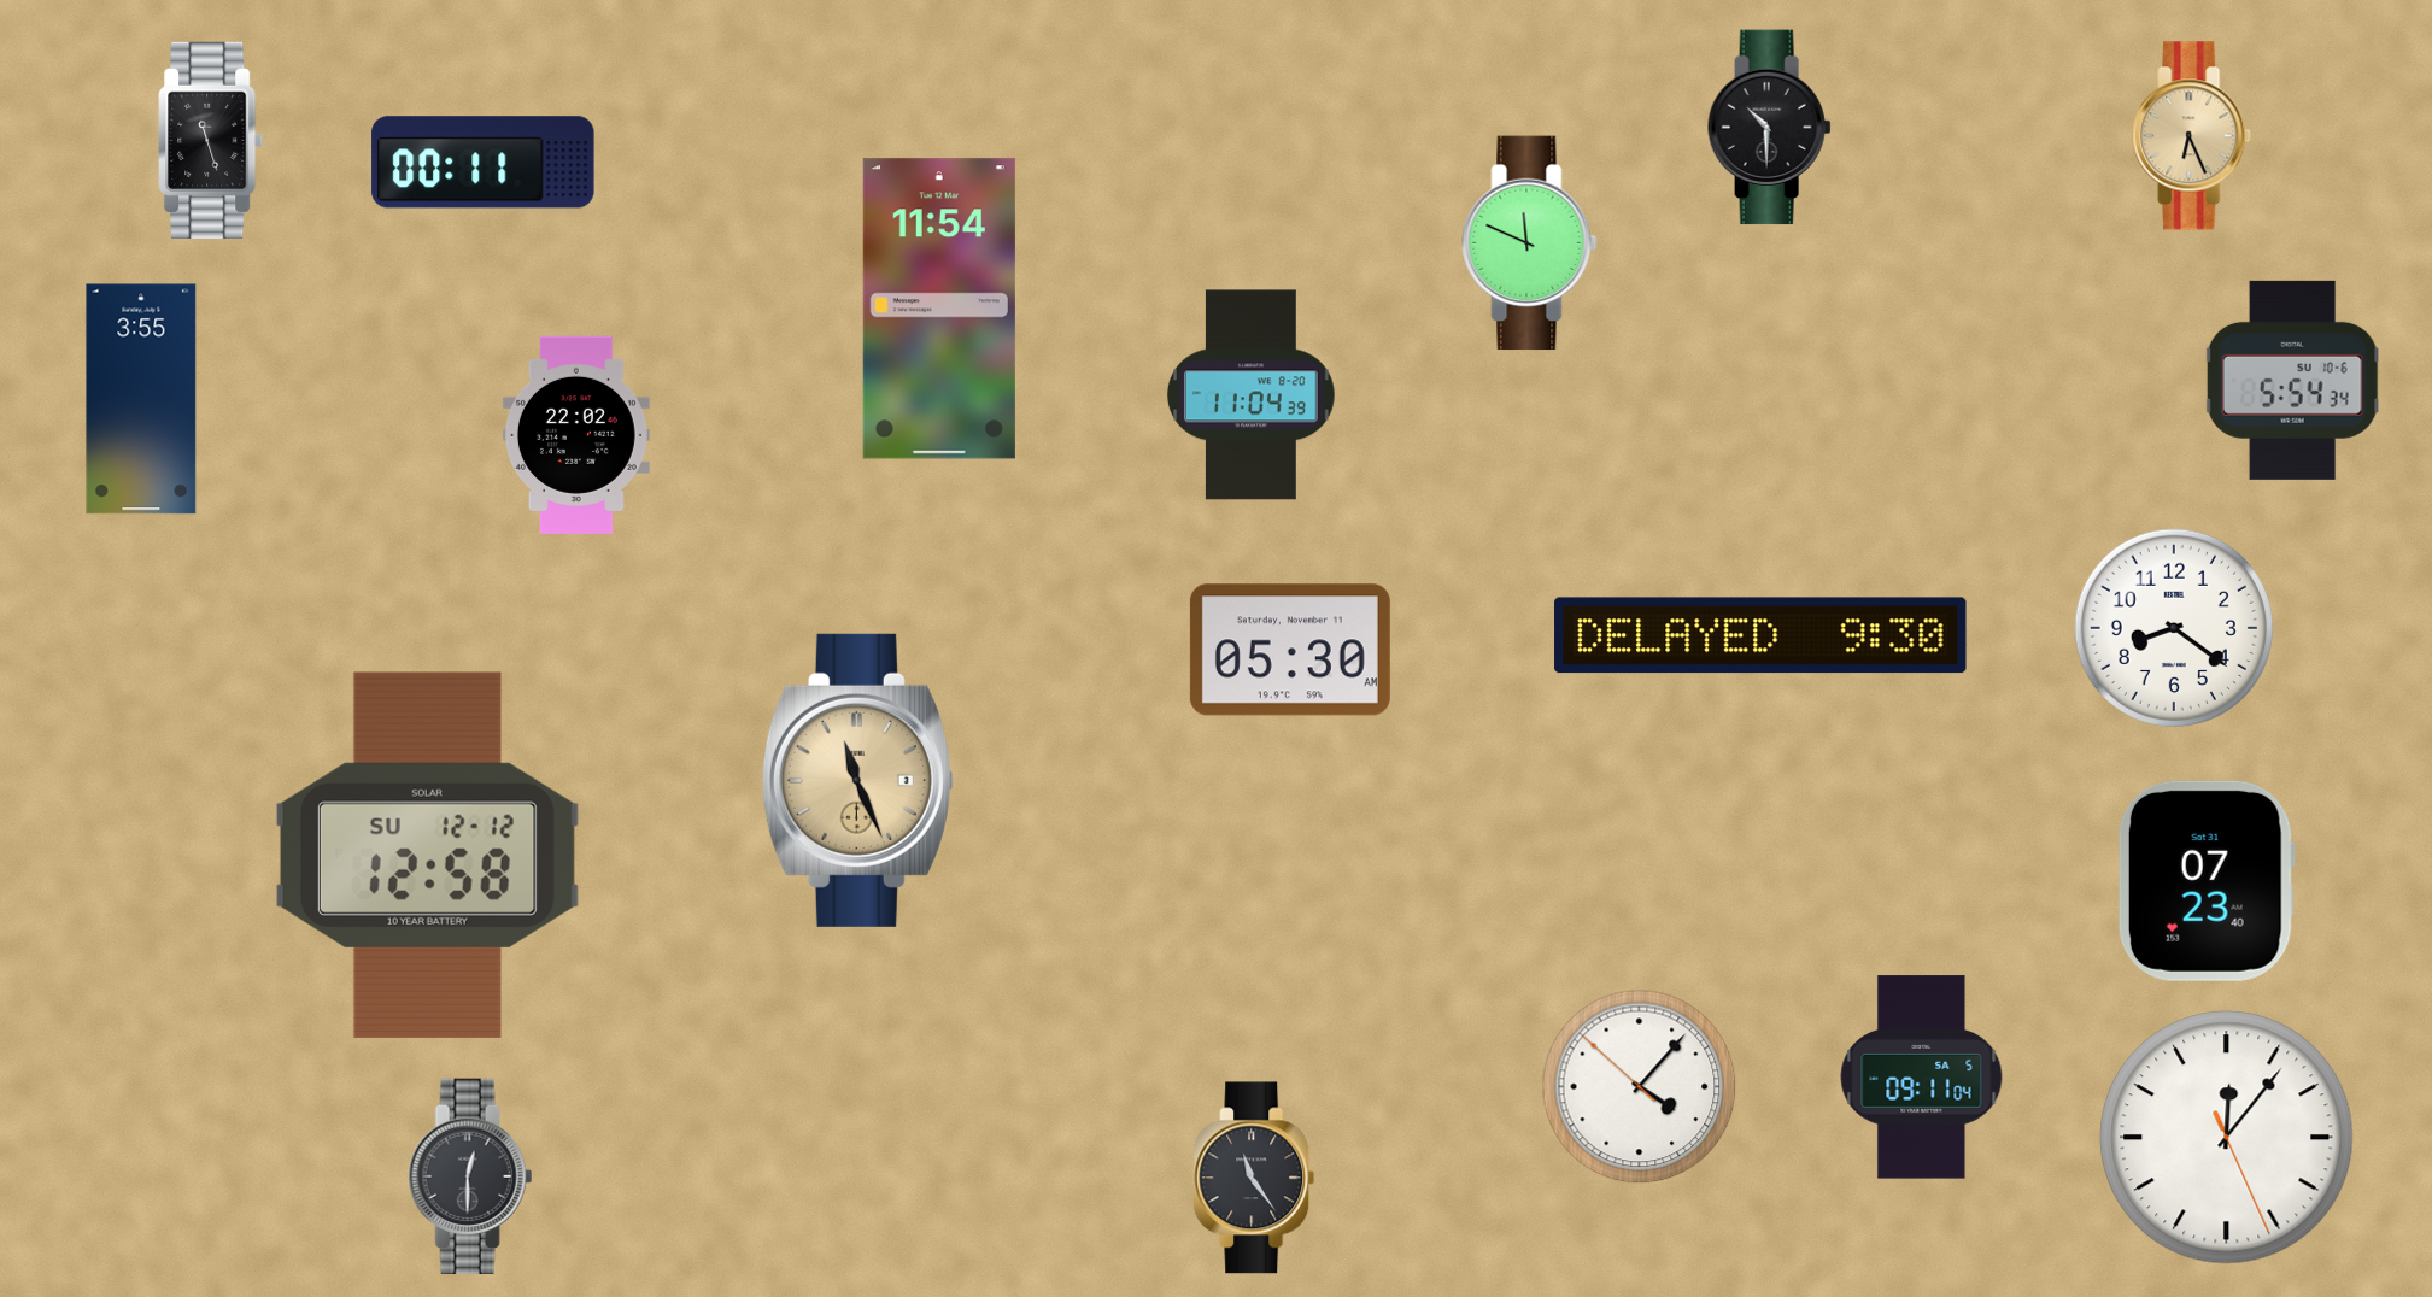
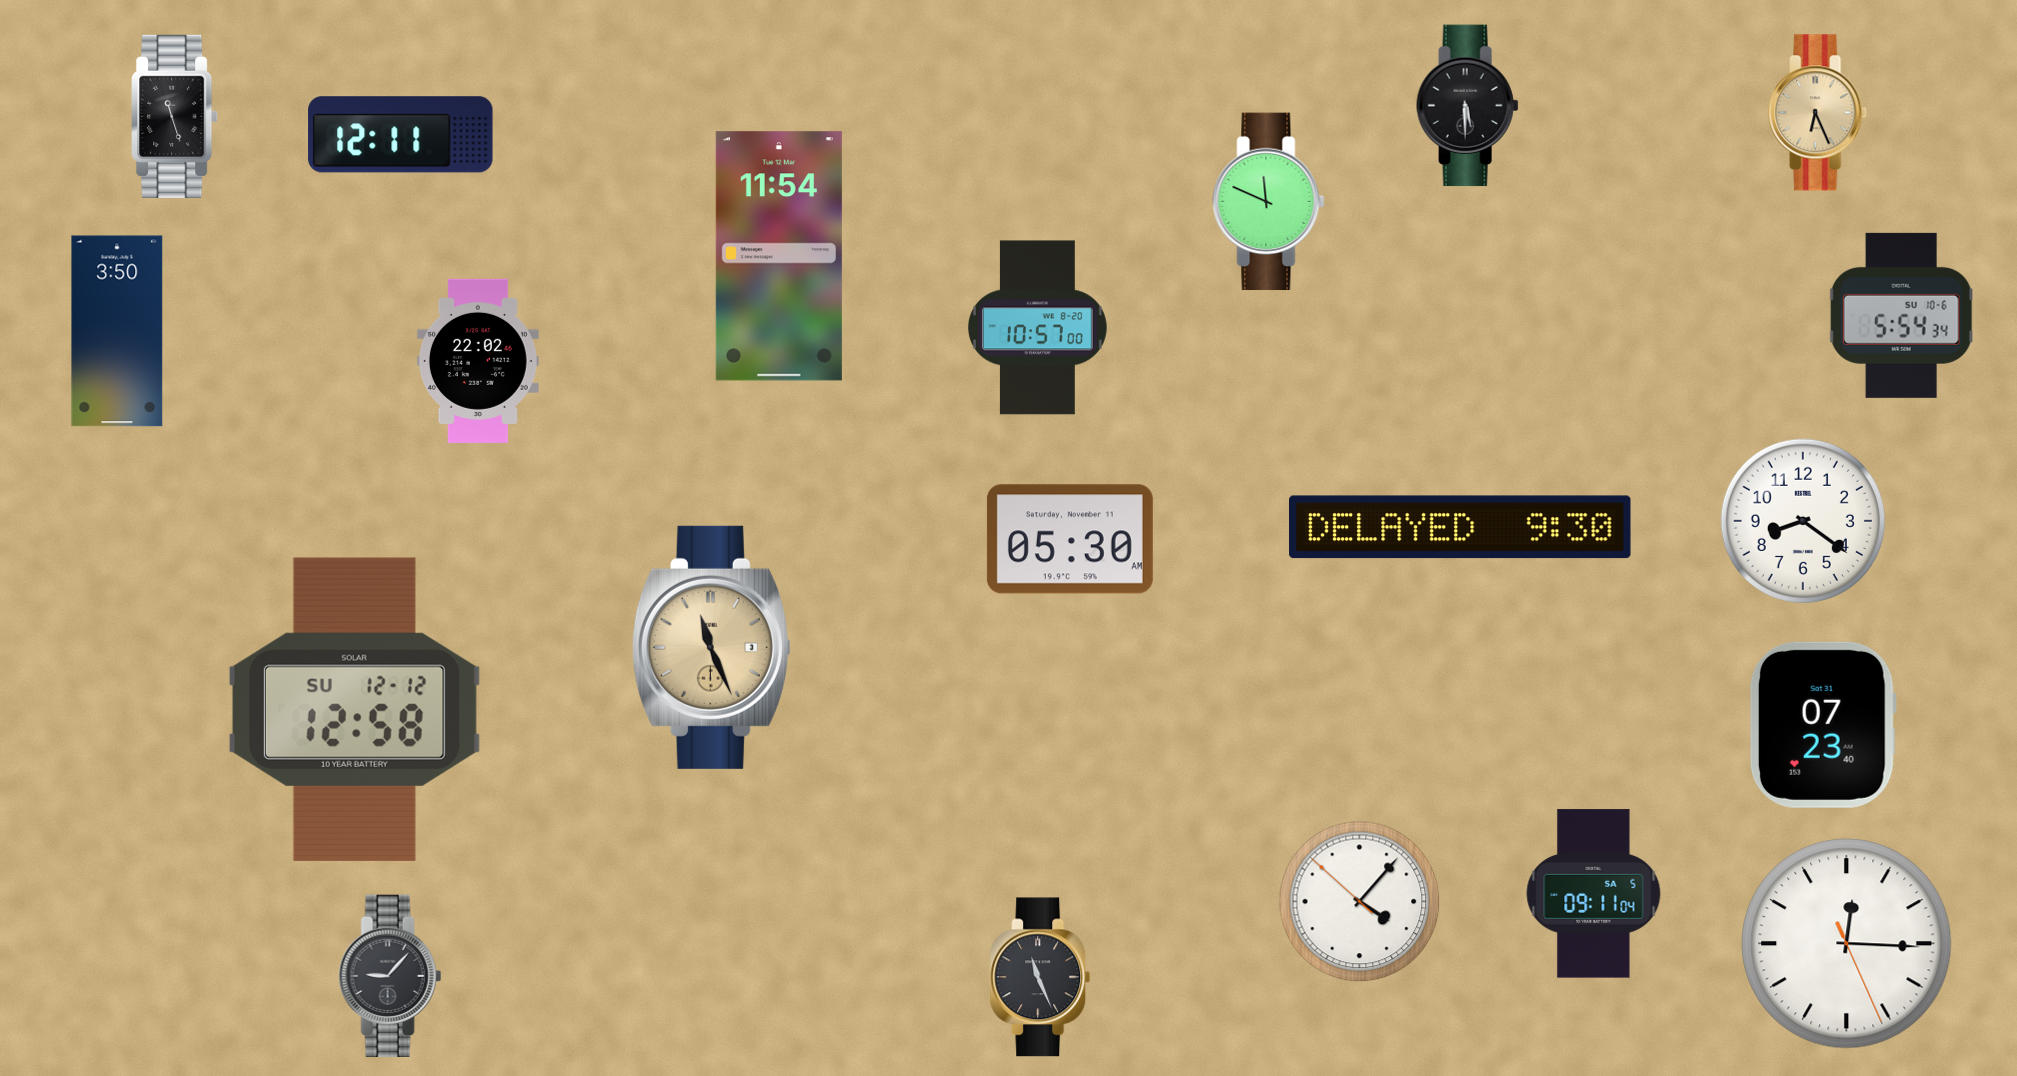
clock at (1770, 128): 10:30 -> 5:30
clock at (484, 163): 00:11 -> 12:11
clock at (1252, 395): 11:04 -> 10:57
clock at (141, 399): 3:55 -> 3:50
clock at (2207, 881) position: (2207, 881) -> (1823, 725)
clock at (2227, 1138): 12:06 -> 12:15
clock at (470, 1175): 12:30 -> 9:07
clock at (1254, 1178): 11:24 -> 11:26
